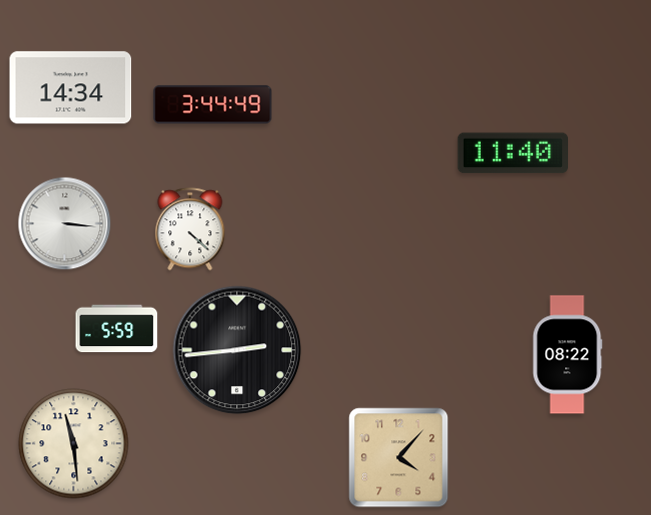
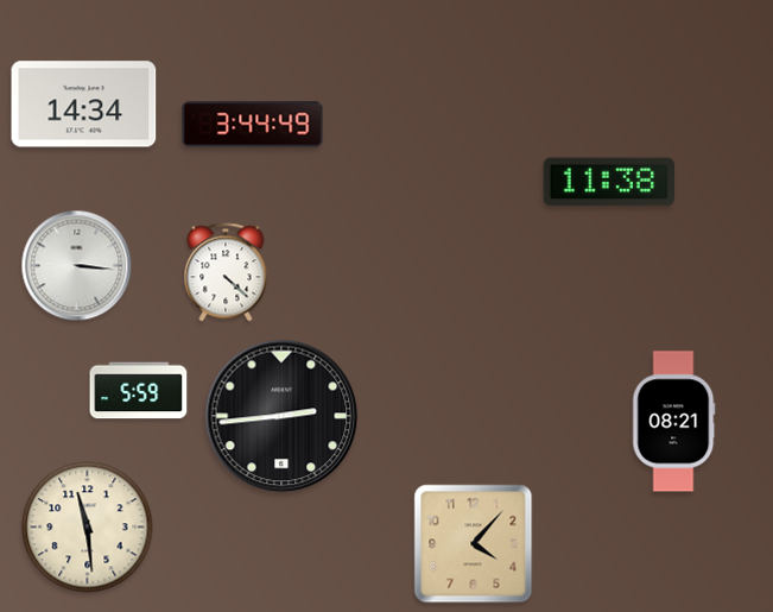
clock at (512, 153): 11:40 -> 11:38
clock at (568, 355): 08:22 -> 08:21
